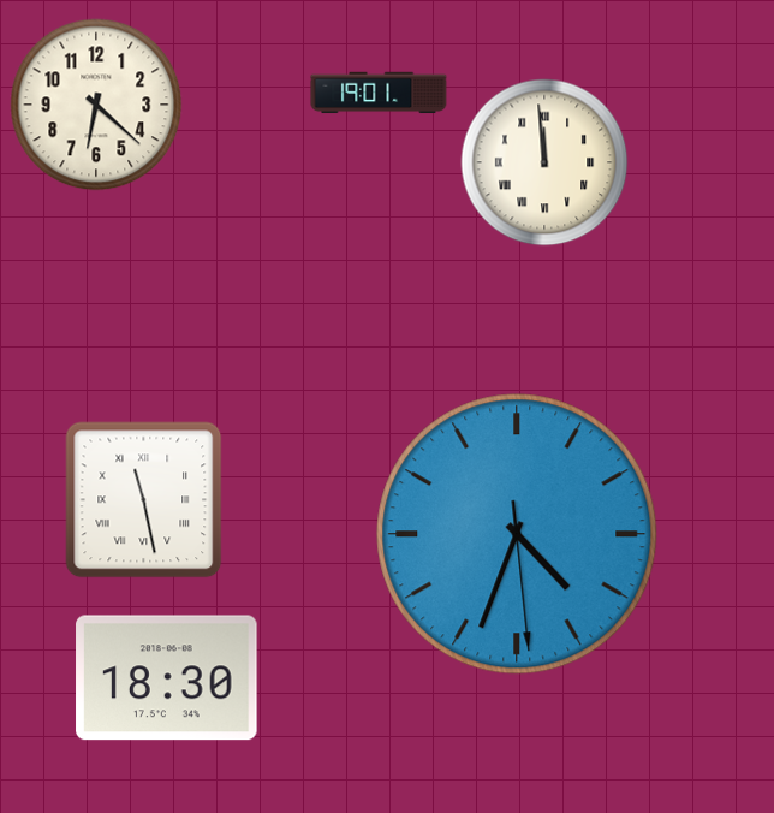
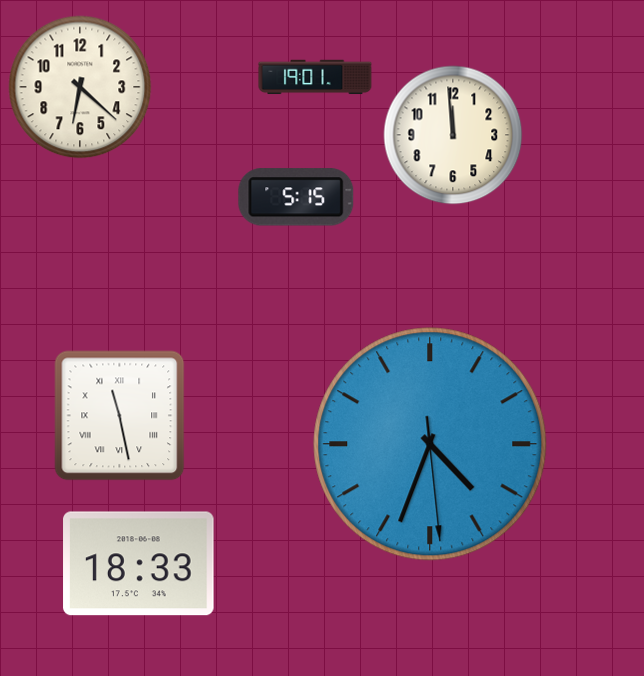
clock at (544, 162) numerals: Roman -> Arabic
clock at (296, 197): none -> 5:15
clock at (167, 678): 18:30 -> 18:33
